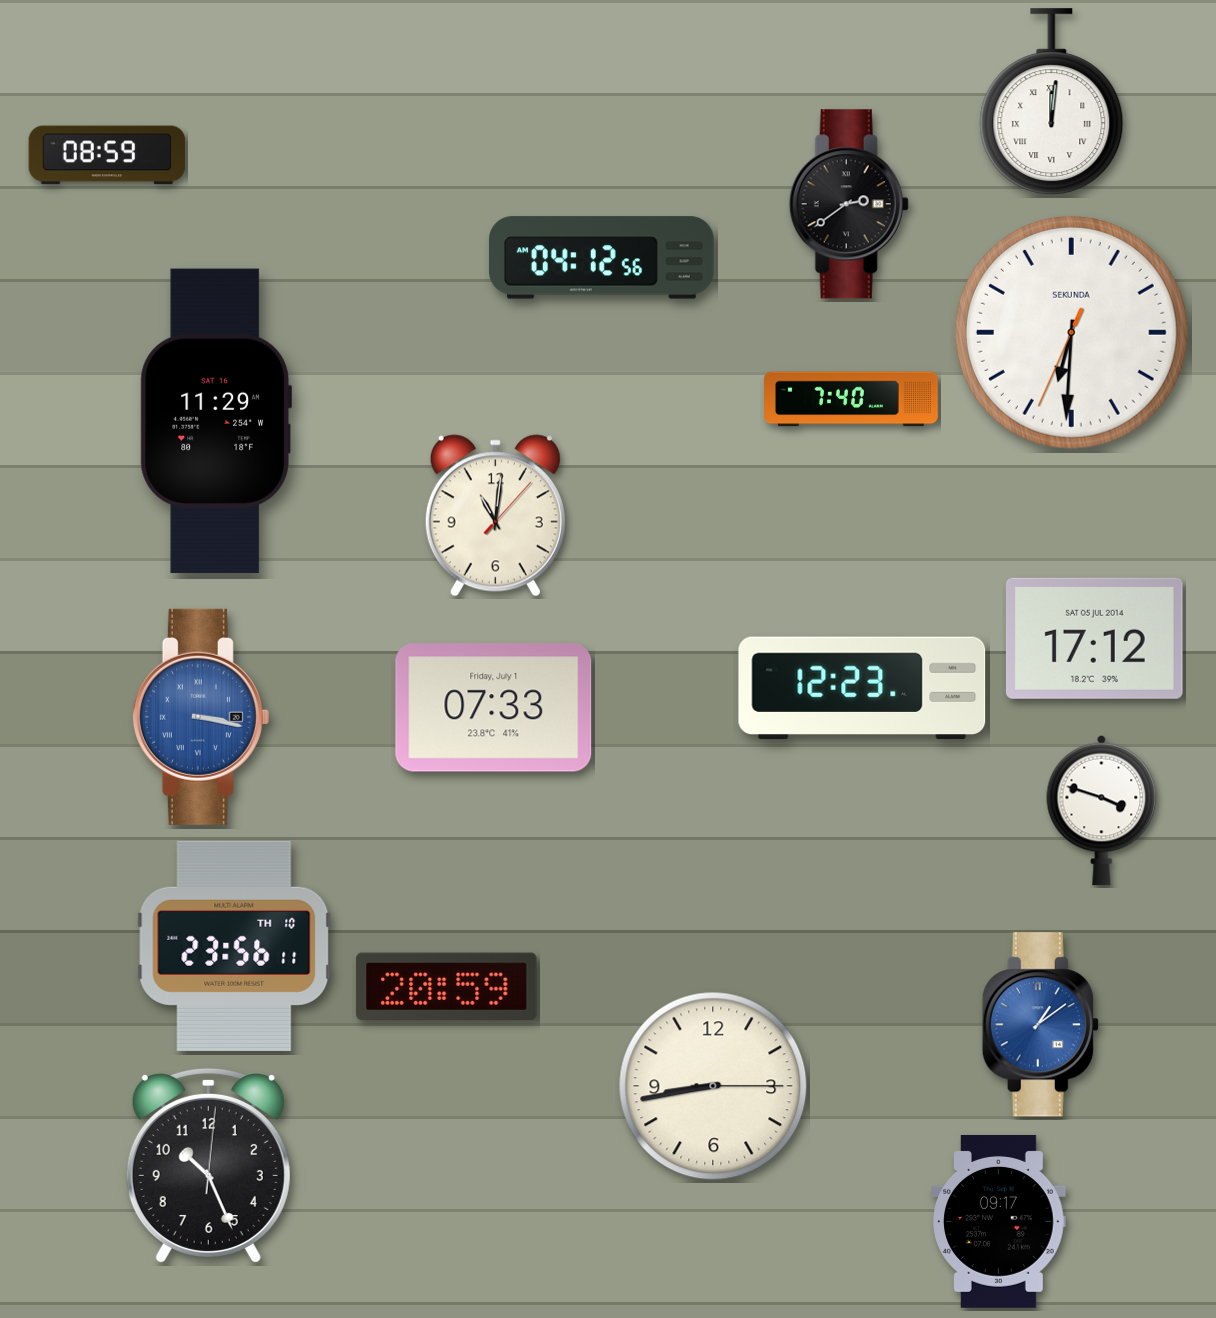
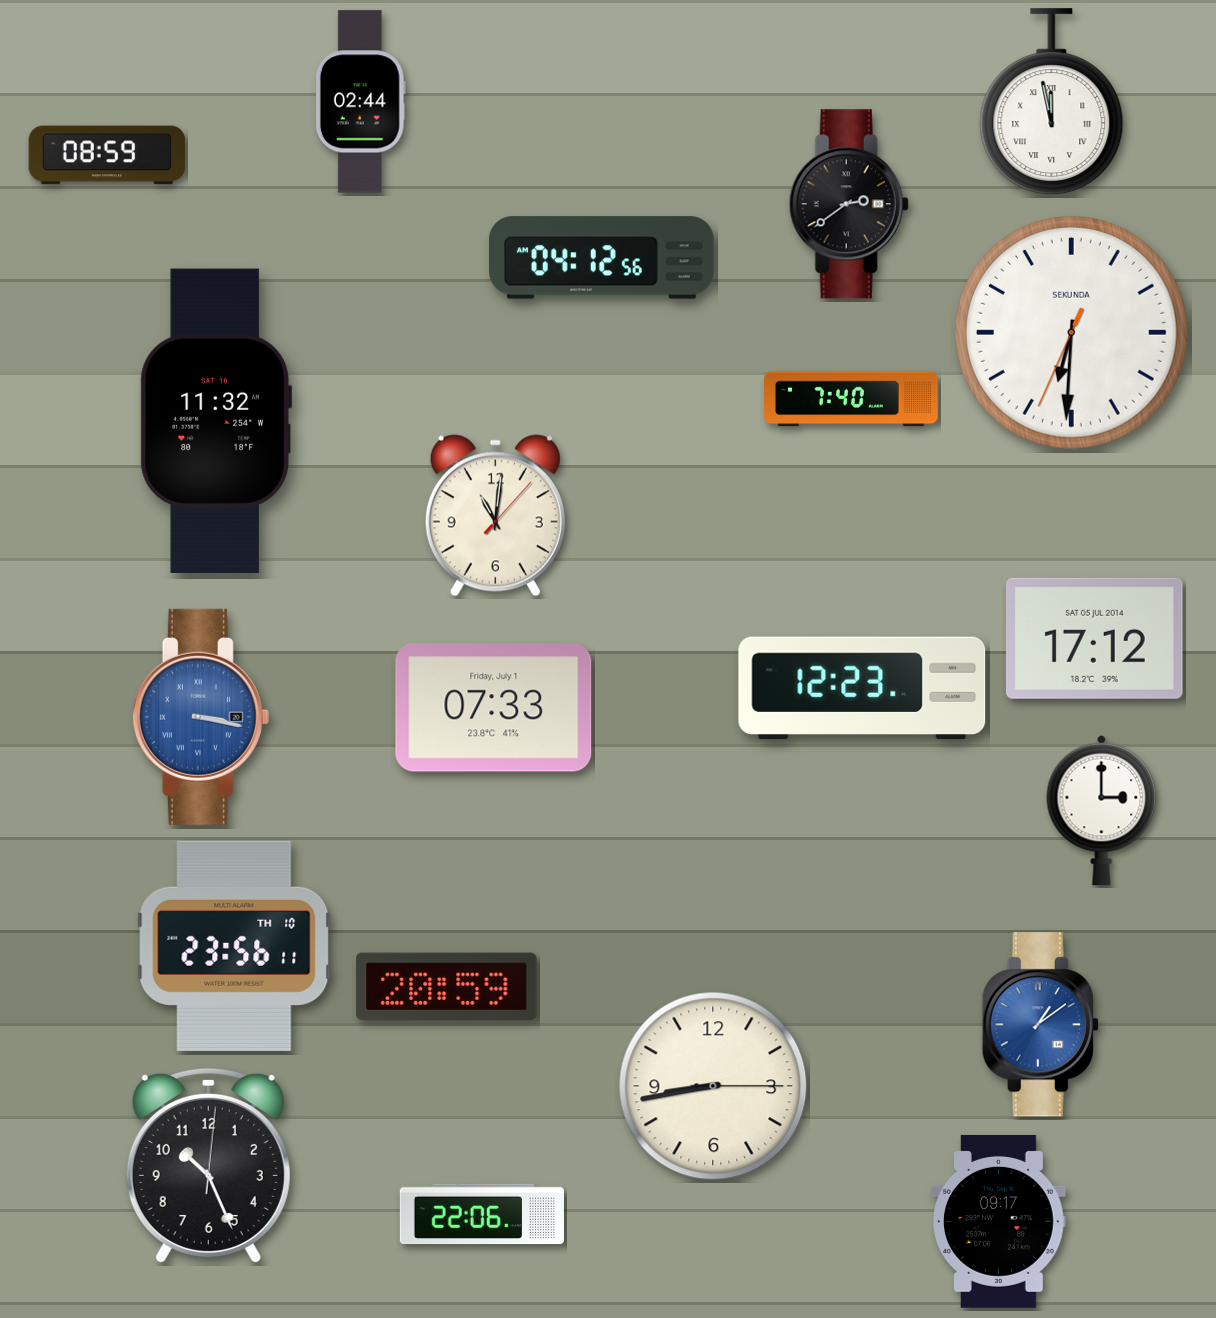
clock at (360, 102): none -> 02:44
clock at (1052, 102): 12:01 -> 11:58
clock at (216, 421): 11:29 -> 11:32
clock at (1102, 810): 3:48 -> 3:00
clock at (482, 1214): none -> 22:06
